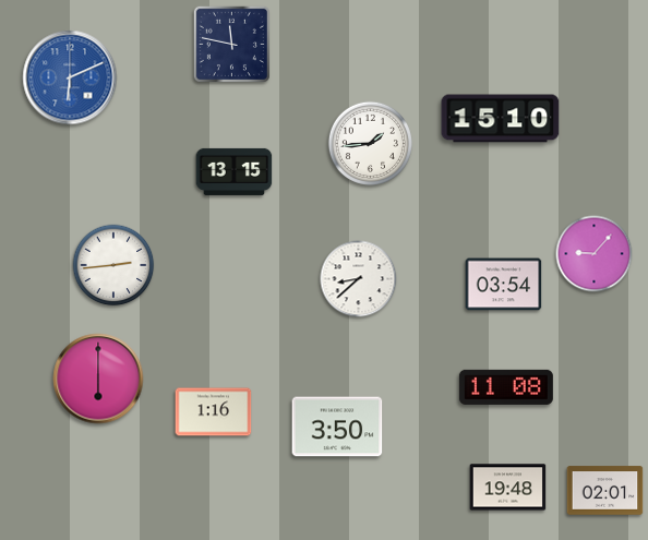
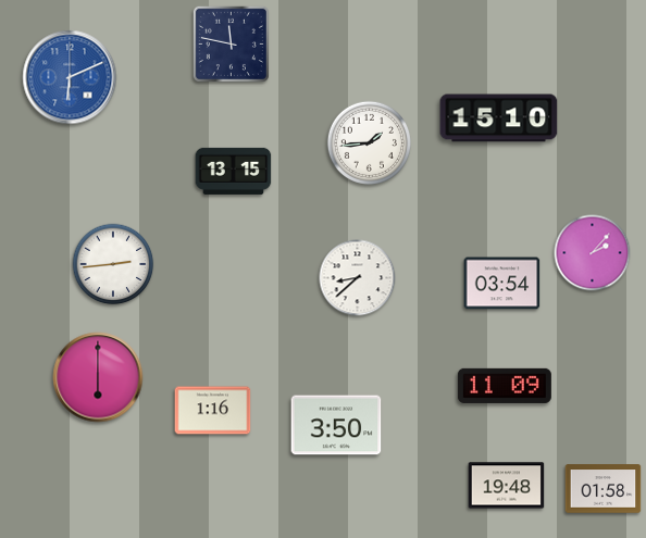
clock at (595, 254): 9:07 -> 2:07
clock at (506, 387): 11:08 -> 11:09
clock at (605, 491): 02:01 -> 01:58
